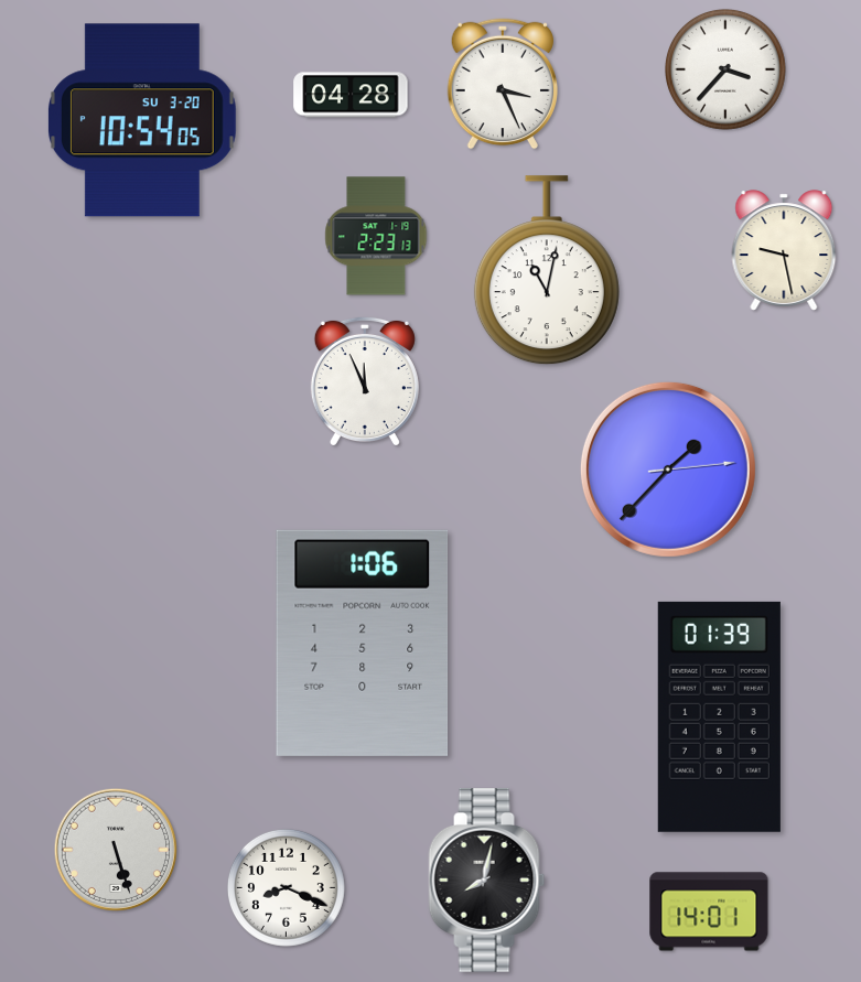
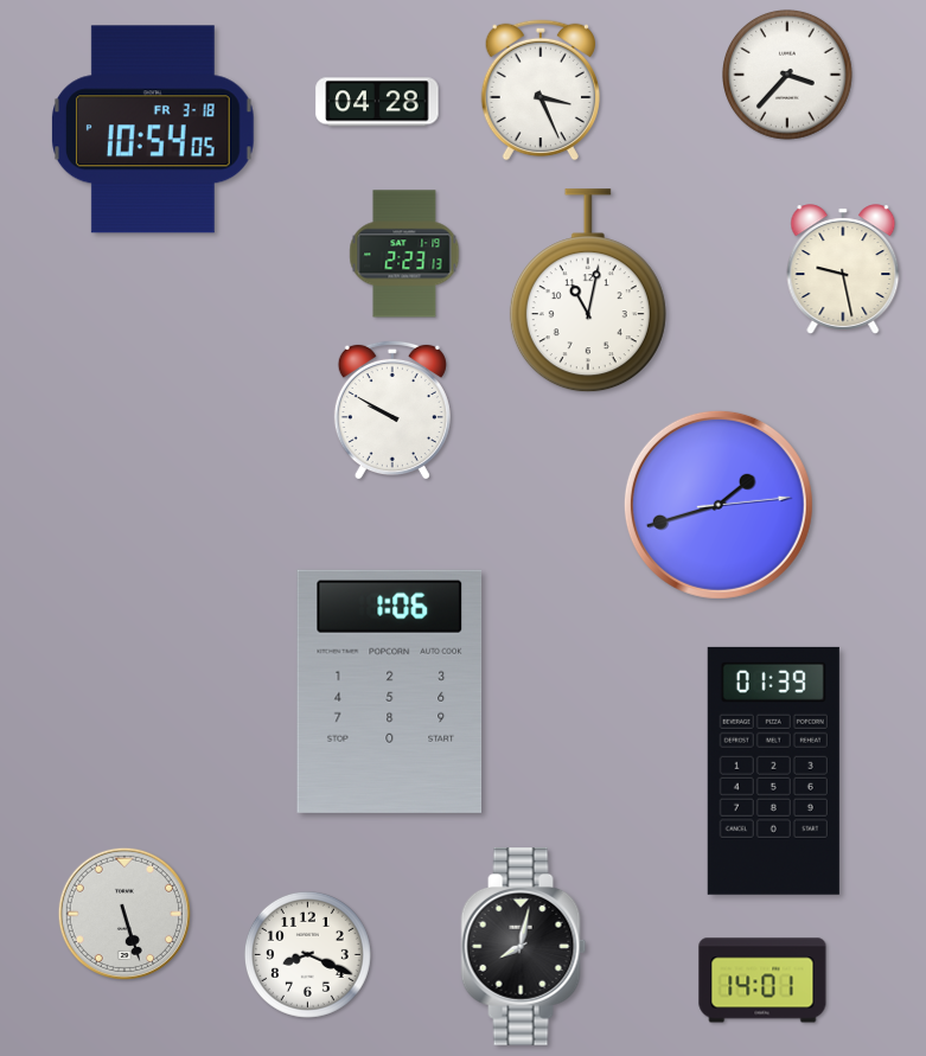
clock at (727, 71) position: (727, 71) -> (788, 76)
clock at (142, 120) date: SU 3-20 -> FR 3-18
clock at (365, 381): 11:56 -> 9:50
clock at (668, 470): 1:37 -> 1:42
